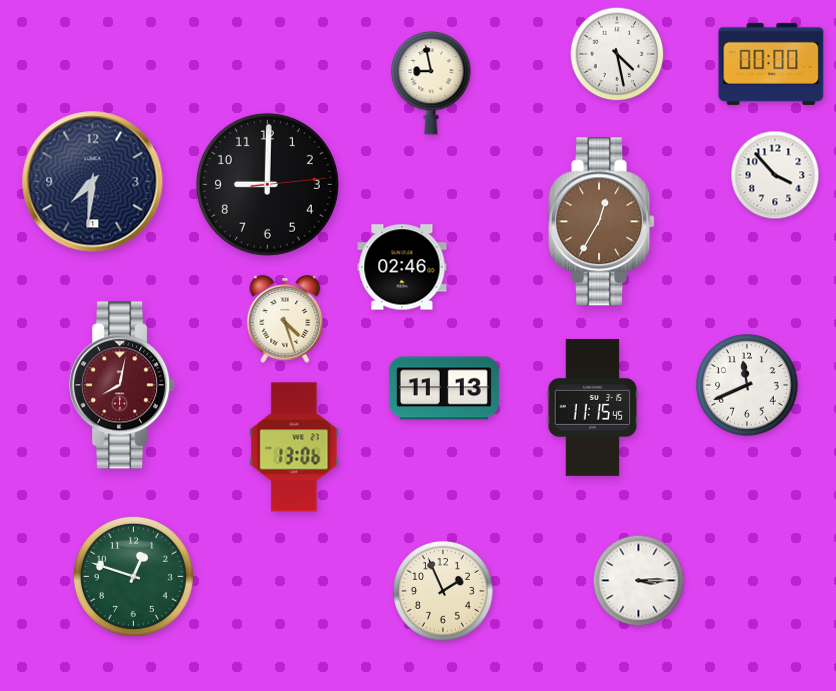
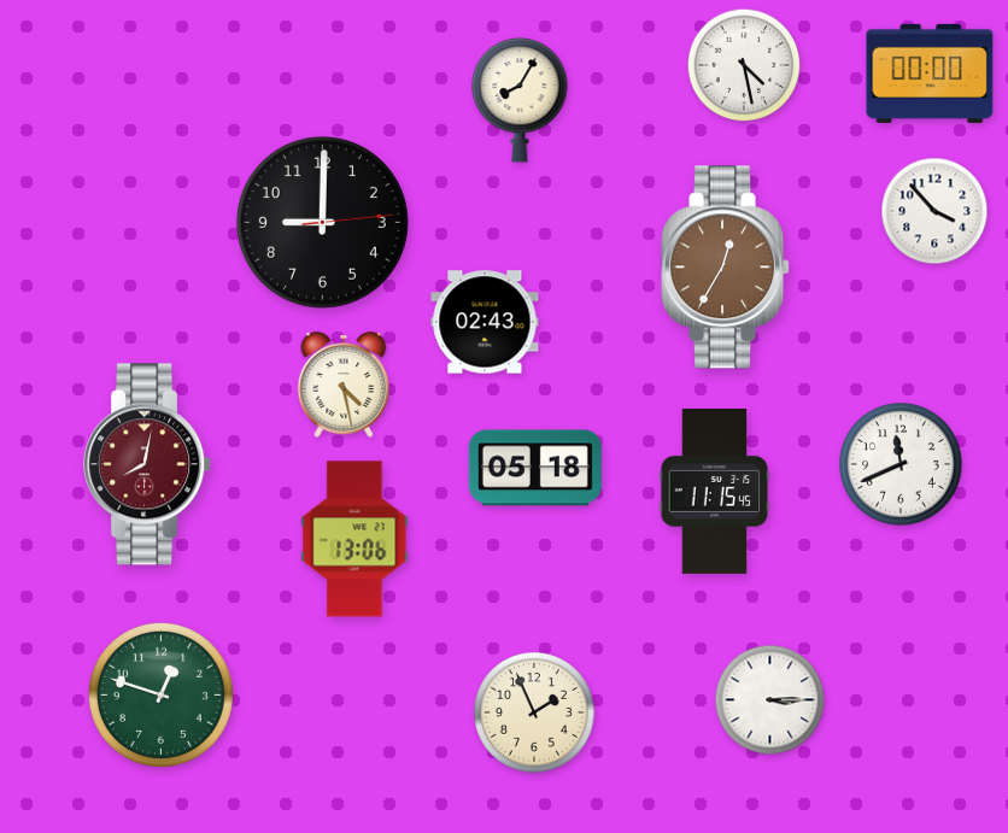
clock at (771, 64) position: (771, 64) -> (930, 74)
clock at (431, 83): 8:58 -> 8:05
clock at (93, 182): 7:31 -> none
clock at (402, 267): 02:46 -> 02:43
clock at (285, 319): 4:27 -> 4:28
clock at (444, 388): 11:13 -> 05:18
